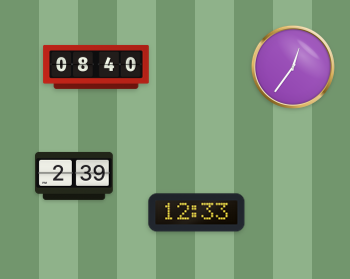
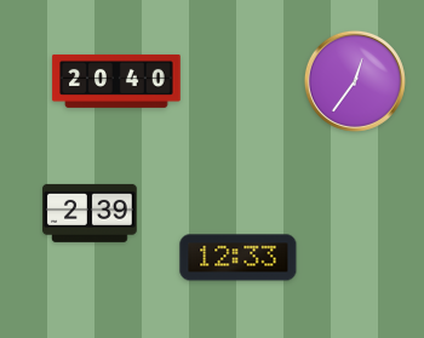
clock at (96, 67): 08:40 -> 20:40
